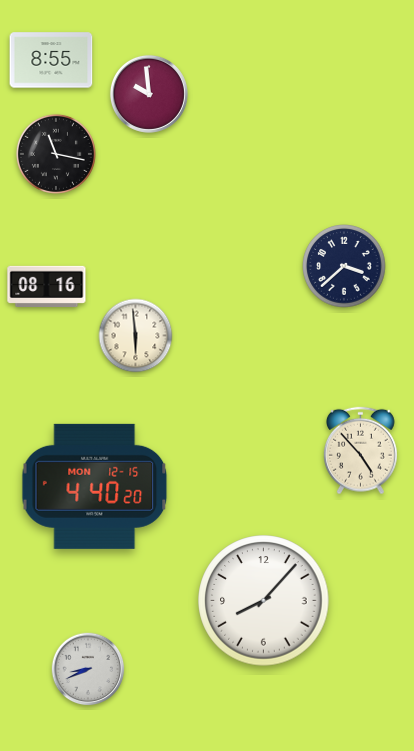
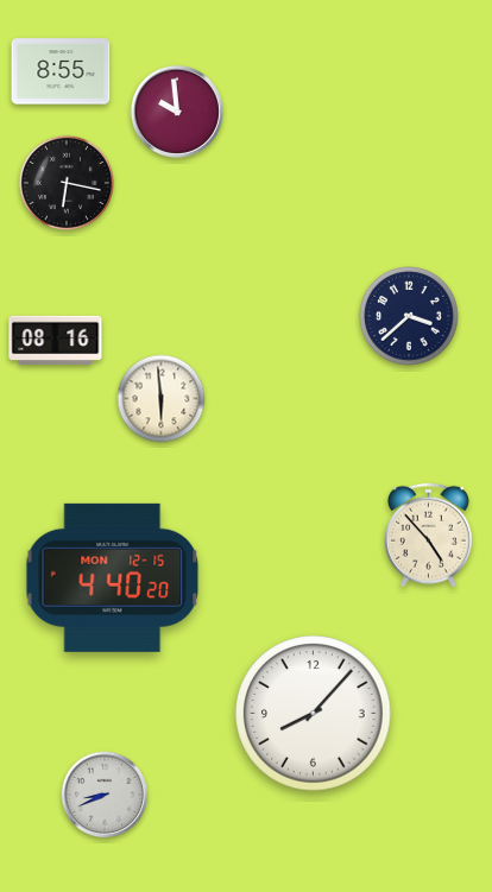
clock at (56, 154): 11:17 -> 6:17
